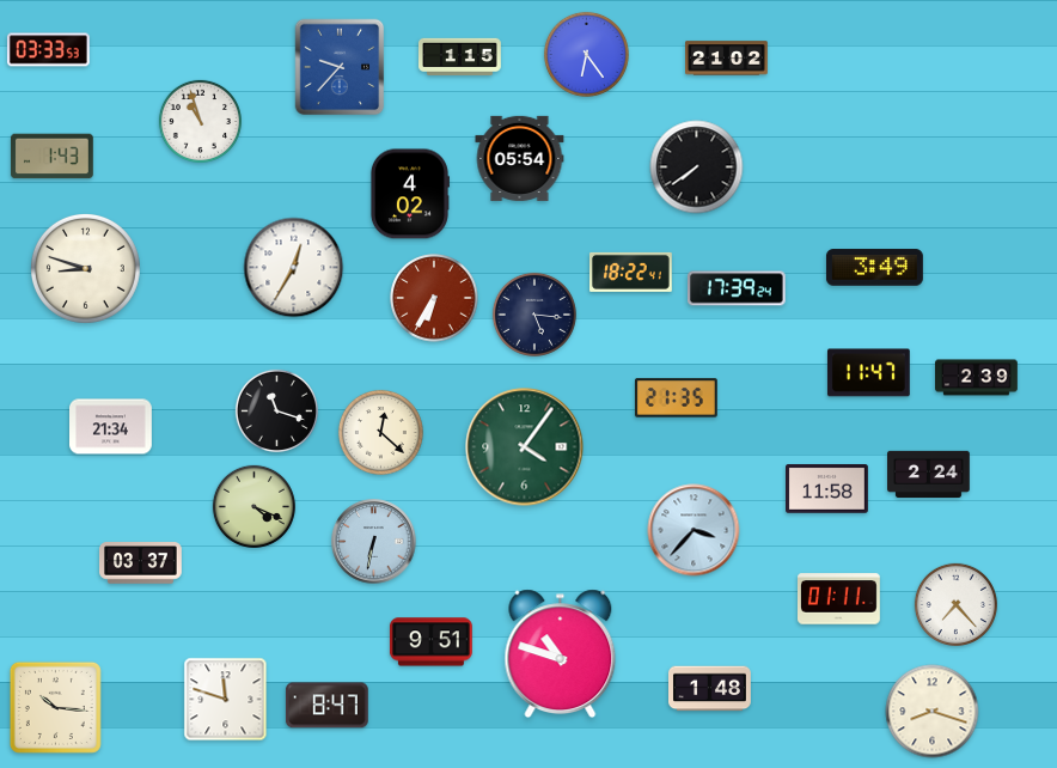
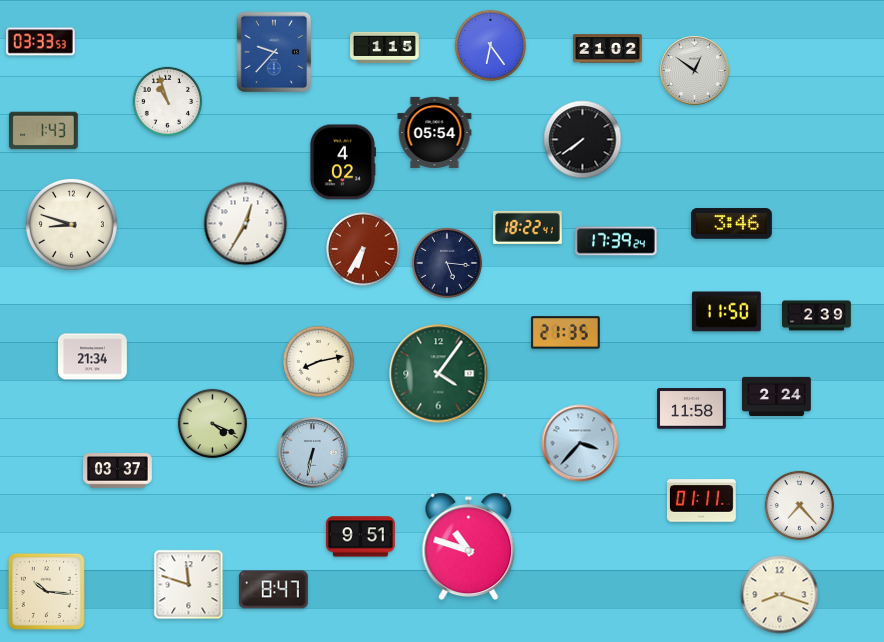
clock at (340, 67) position: (340, 67) -> (274, 52)
clock at (695, 71): none -> 12:51
clock at (874, 268): 3:49 -> 3:46
clock at (868, 373): 11:47 -> 11:50
clock at (276, 410): 11:18 -> none
clock at (380, 432): 12:22 -> 8:13
clock at (710, 689): 1:48 -> none
